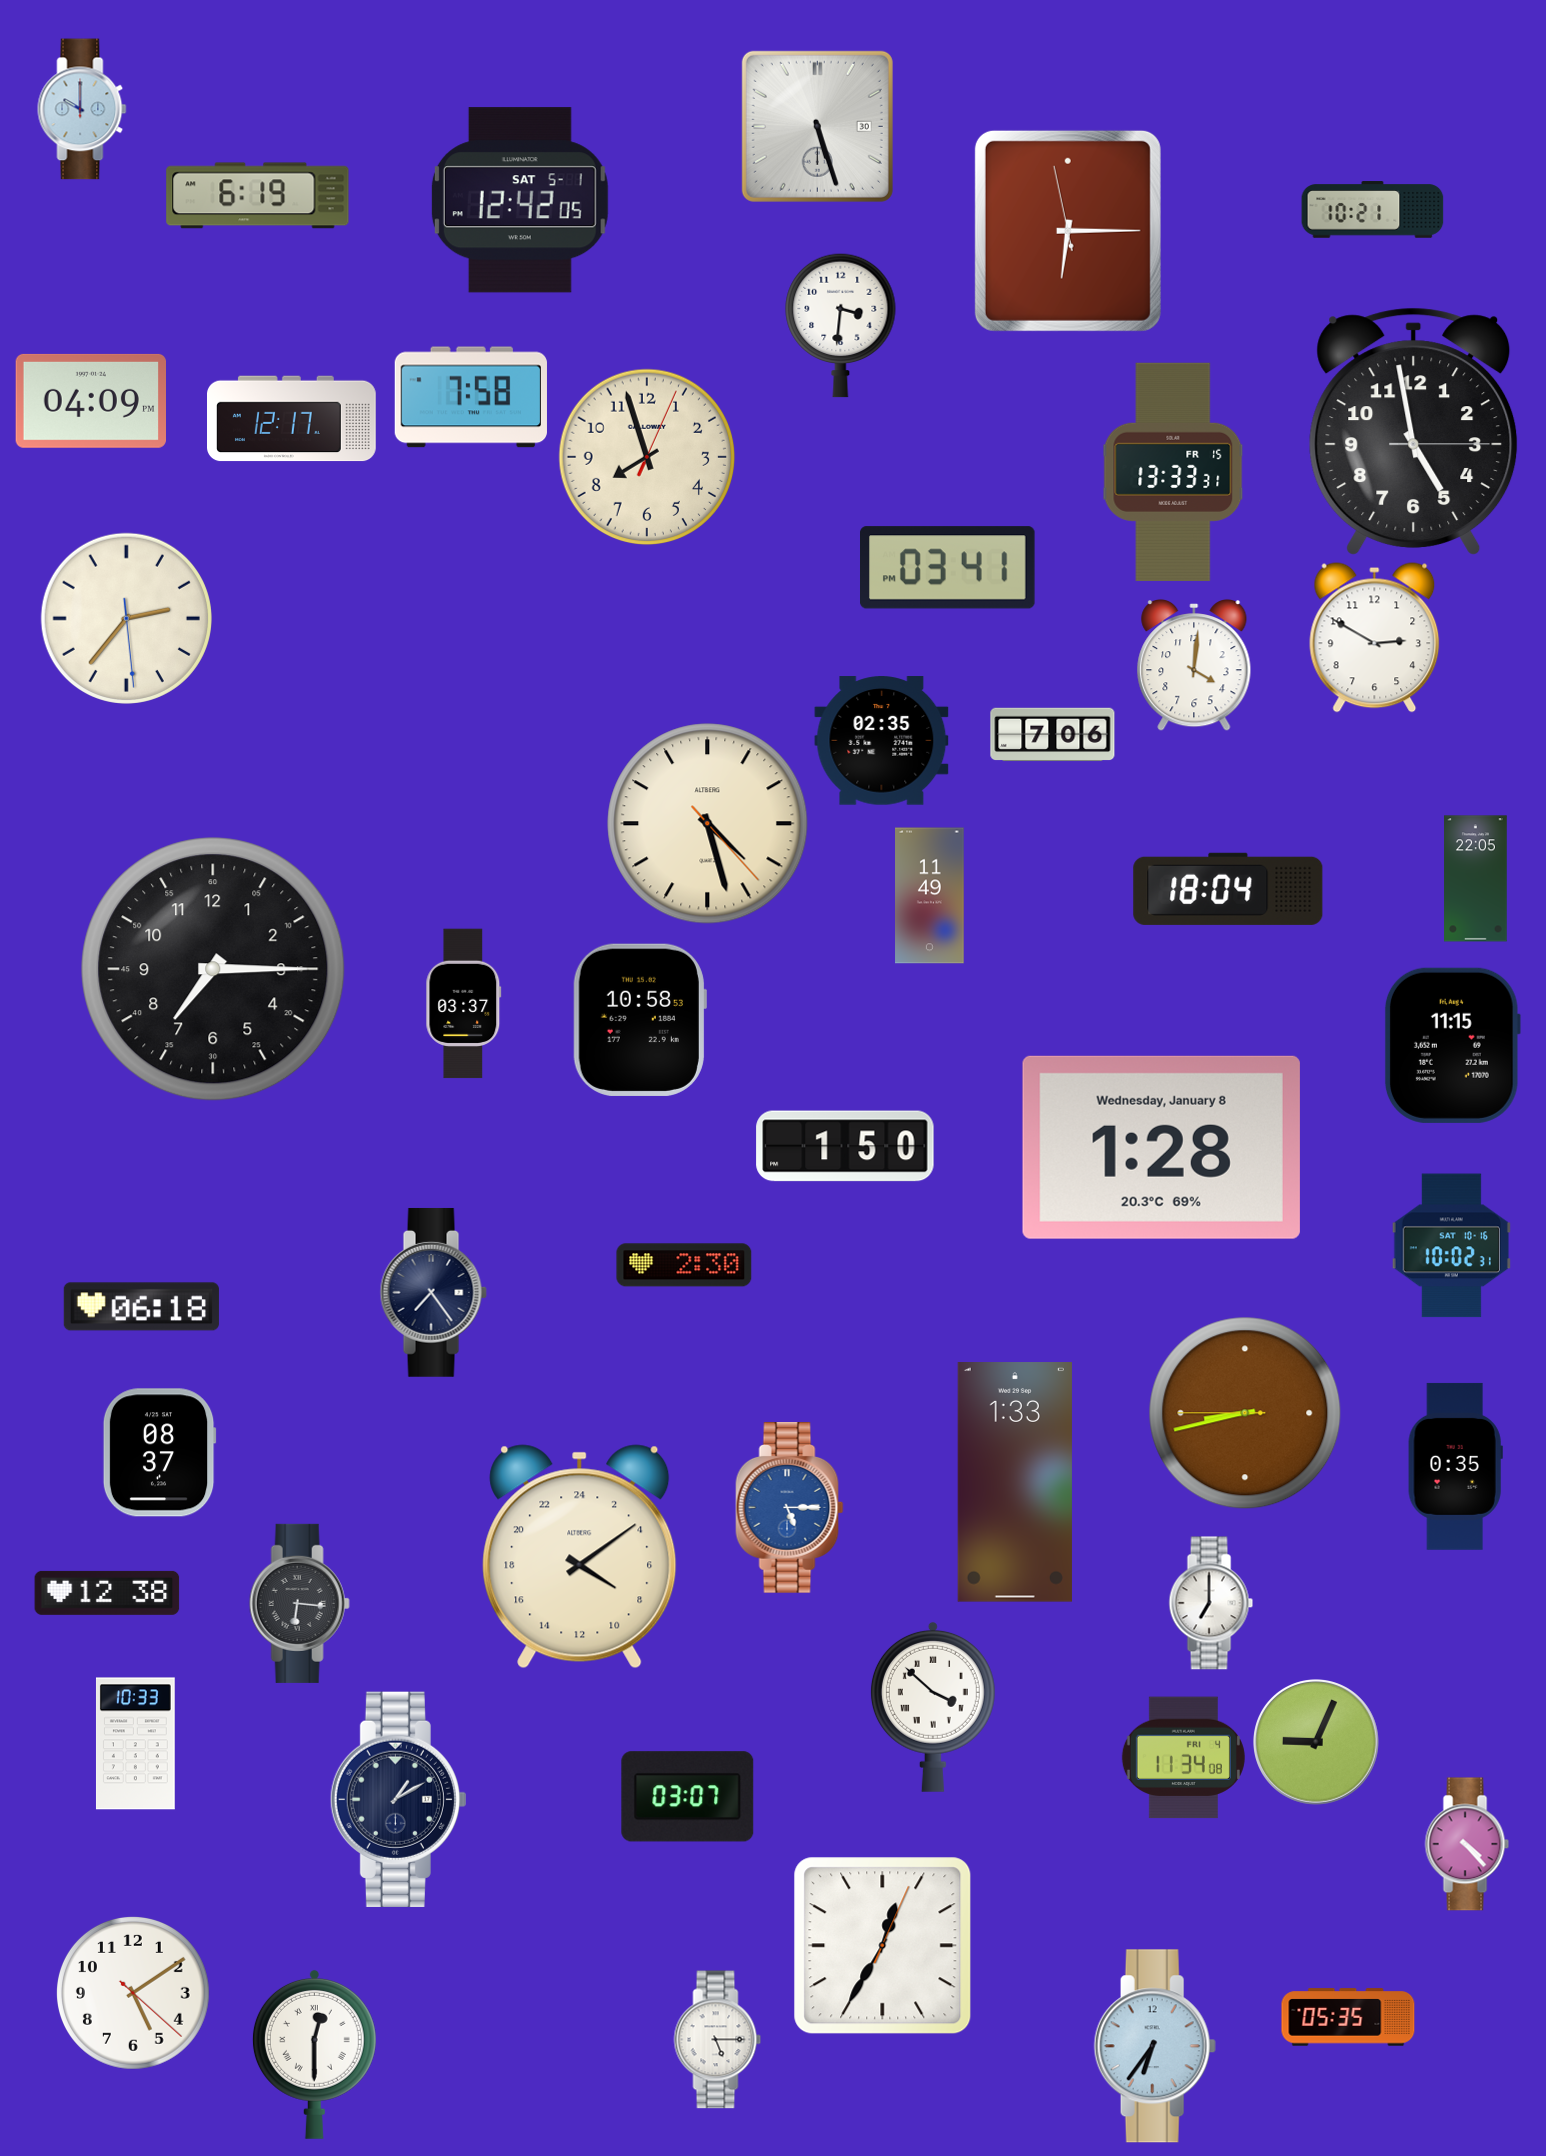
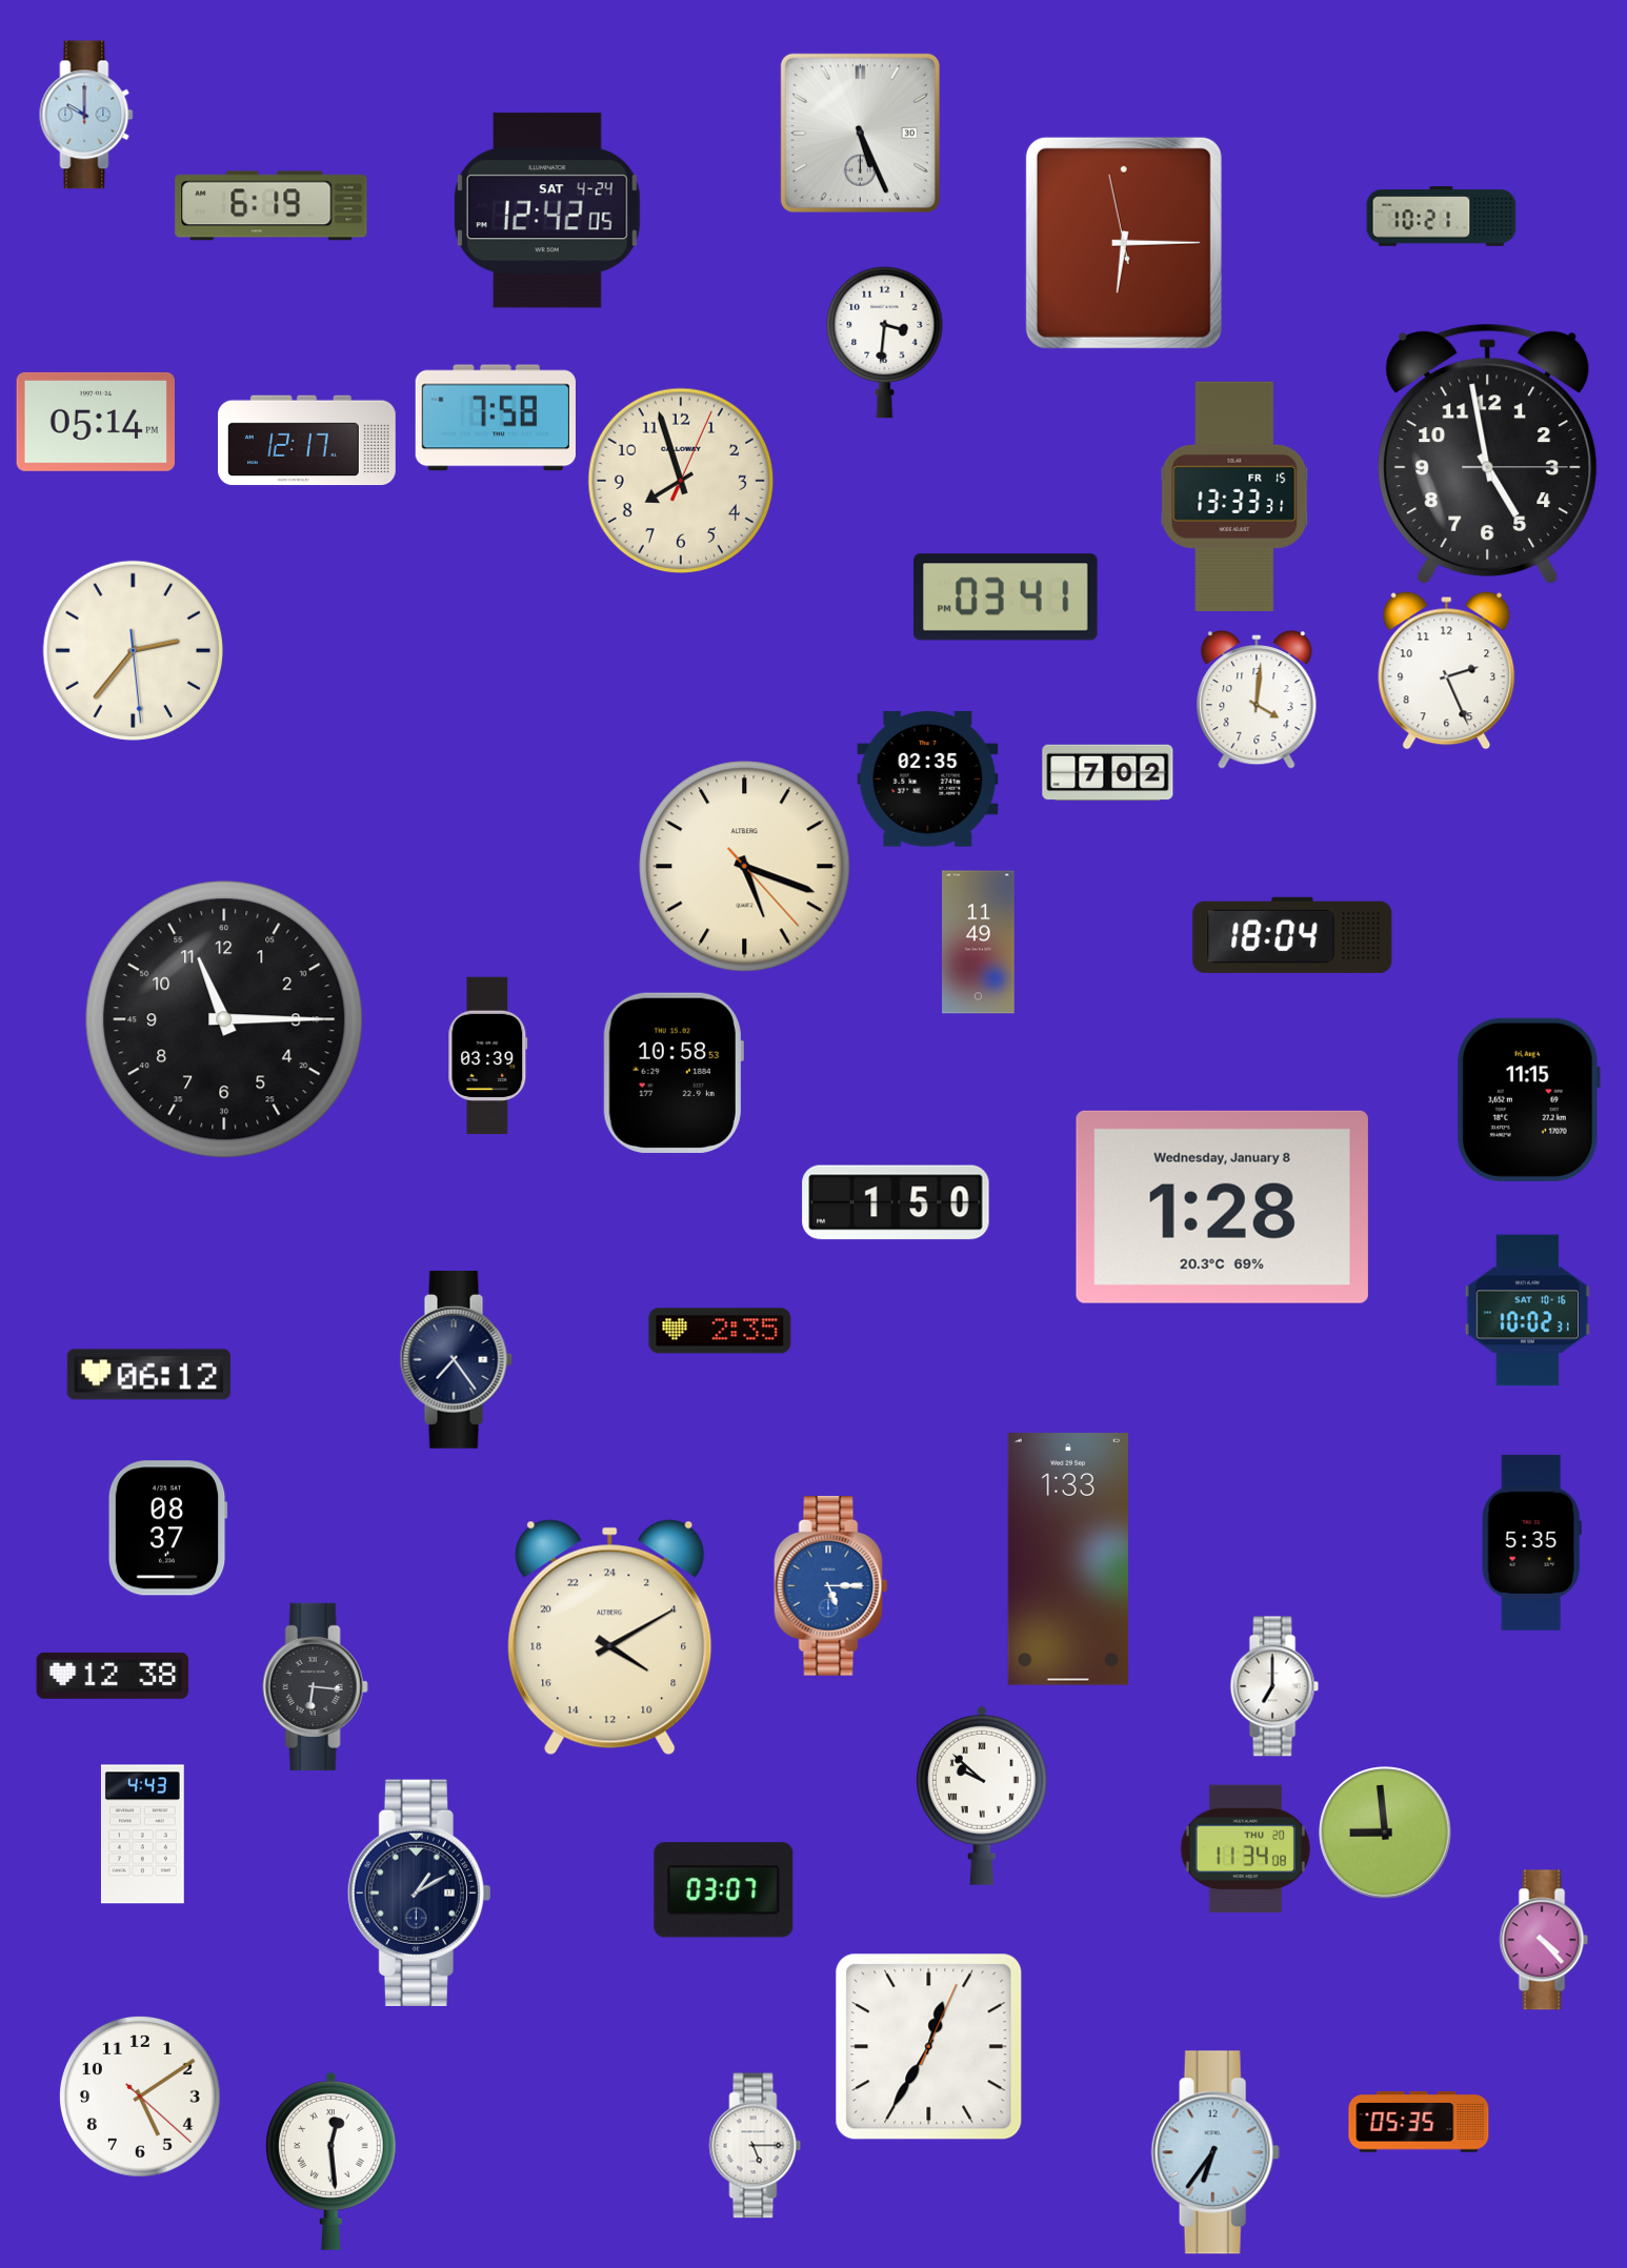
clock at (817, 126): 5:27 -> 5:26
clock at (520, 200) date: SAT 5-1 -> SAT 4-24
clock at (1373, 210) position: (1373, 210) -> (1442, 217)
clock at (90, 401): 04:09 -> 05:14
clock at (948, 568) position: (948, 568) -> (1006, 598)
clock at (1375, 638): 2:50 -> 2:26
clock at (1053, 735): 7:06 -> 7:02
clock at (708, 824): 4:27 -> 5:18
clock at (1476, 879): 22:05 -> none
clock at (213, 969): 7:15 -> 11:15
clock at (464, 1004): 03:37 -> 03:39
clock at (845, 1146) position: (845, 1146) -> (896, 1202)
clock at (684, 1265): 2:30 -> 2:35
clock at (141, 1307): 06:18 -> 06:12
clock at (1245, 1413): 8:42 -> none
clock at (1455, 1466): 0:35 -> 5:35
clock at (580, 1557): 8:09 -> 8:10
clock at (933, 1707): 3:52 -> 9:52
clock at (1317, 1743): 9:04 -> 8:59
clock at (135, 1744): 10:33 -> 4:43
clock at (1183, 1758) date: FRI 4 -> THU 20
clock at (314, 2054): 12:30 -> 12:29
